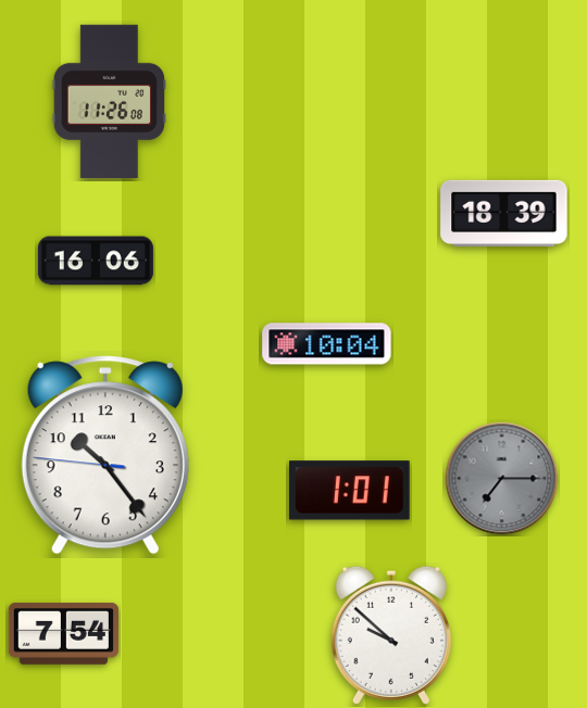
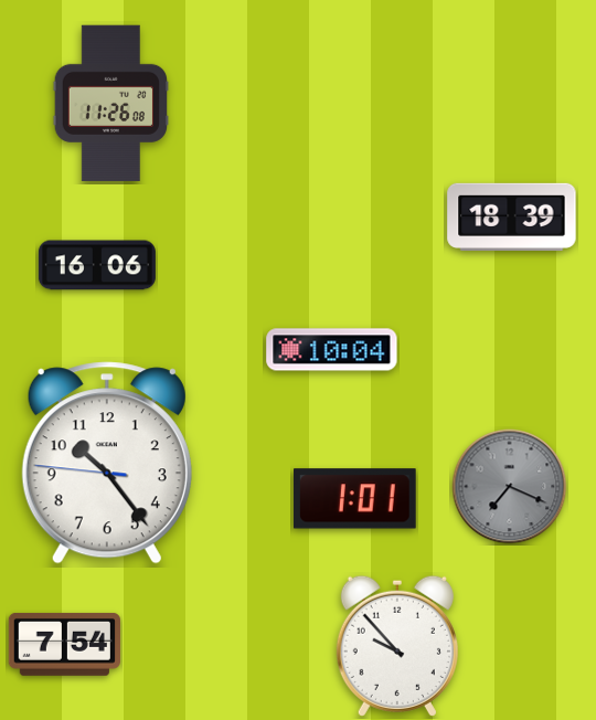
clock at (502, 479): 7:15 -> 7:19
clock at (391, 635): 9:52 -> 9:53
